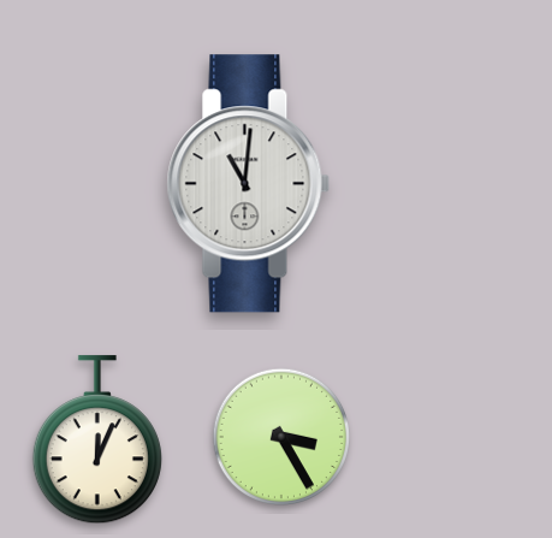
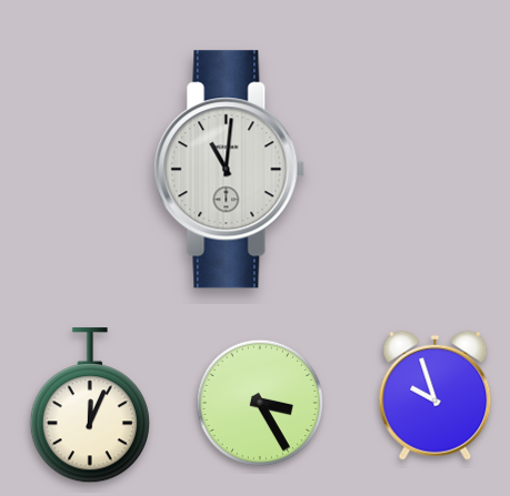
clock at (436, 395): none -> 9:57
